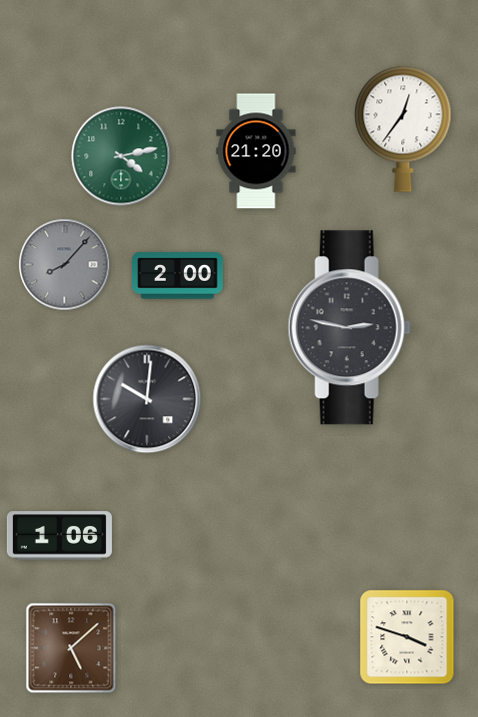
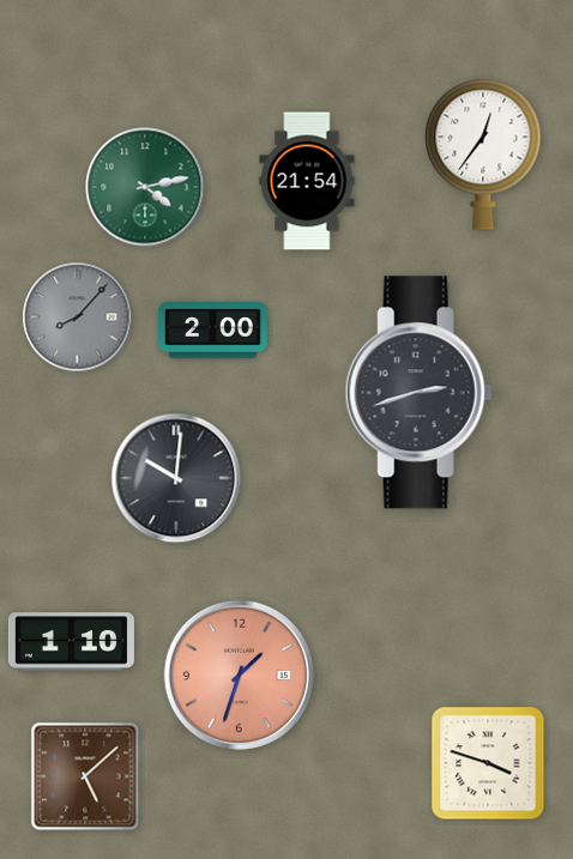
clock at (256, 151): 21:20 -> 21:54
clock at (349, 328): 2:47 -> 2:42
clock at (59, 536): 1:06 -> 1:10
clock at (239, 675): none -> 1:33
